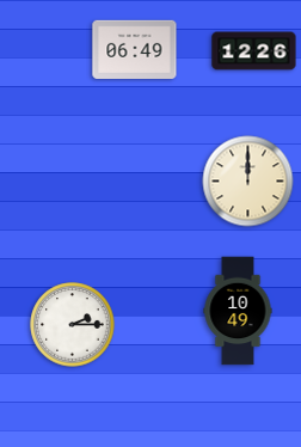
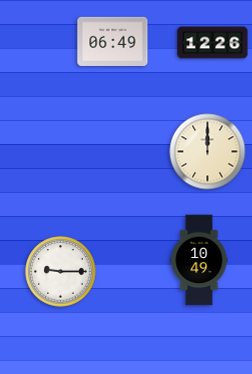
clock at (73, 325): 2:15 -> 9:15
